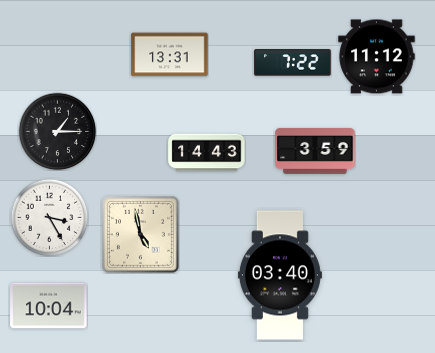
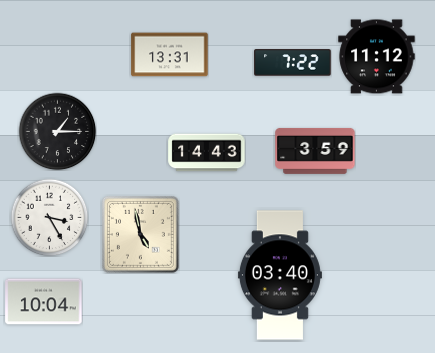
clock at (49, 306) position: (49, 306) -> (44, 302)
